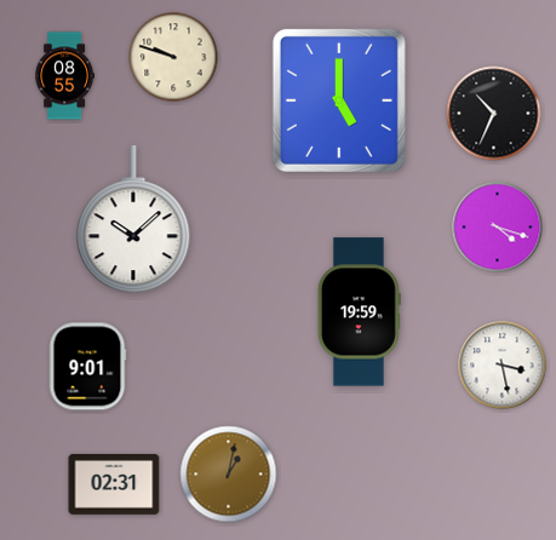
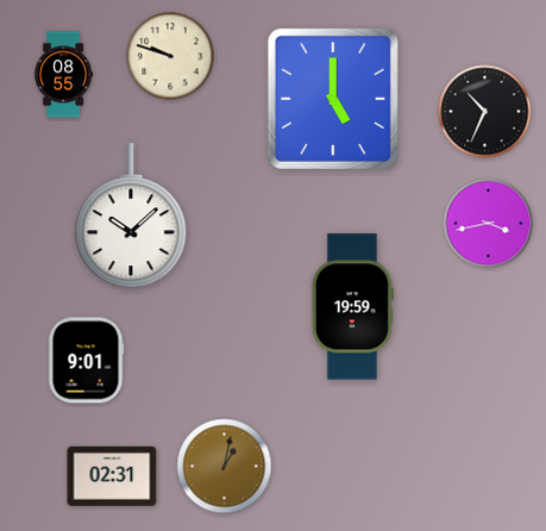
clock at (498, 228): 4:18 -> 3:43
clock at (503, 366): 3:28 -> none
